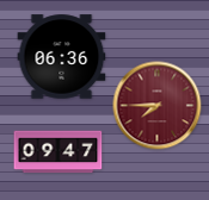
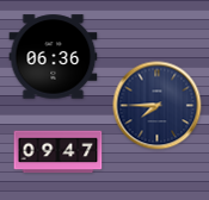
clock at (62, 57) position: (62, 57) -> (54, 57)
clock at (158, 106) dial: burgundy -> navy
